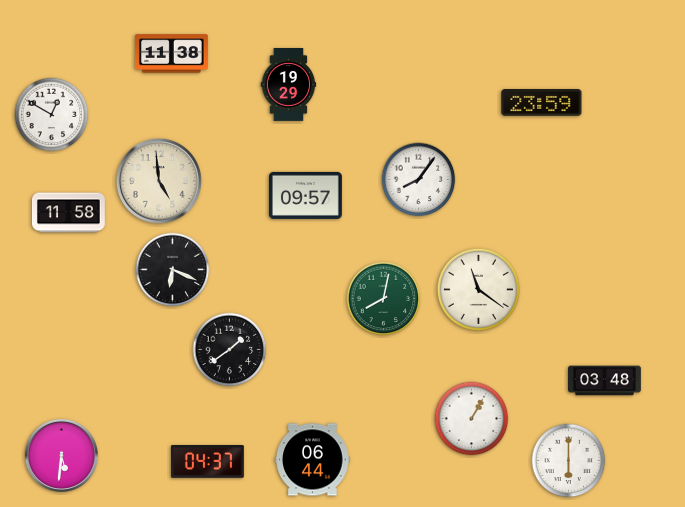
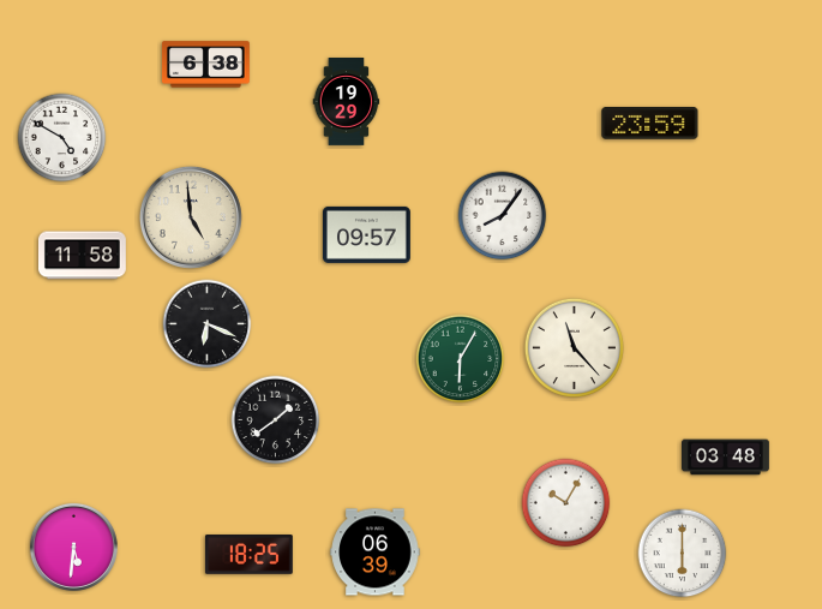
clock at (171, 54): 11:38 -> 6:38
clock at (52, 115): 12:50 -> 4:50
clock at (478, 289): 11:21 -> 11:23
clock at (384, 299): 8:02 -> 6:05
clock at (472, 419): 1:05 -> 10:05
clock at (313, 460): 06:44 -> 06:39
clock at (207, 462): 04:37 -> 18:25
